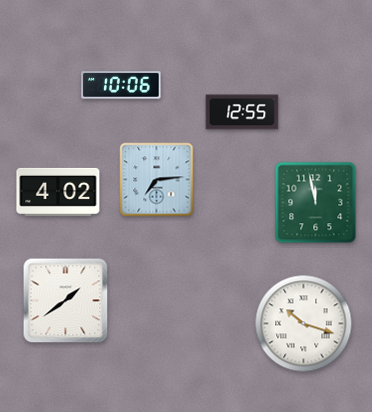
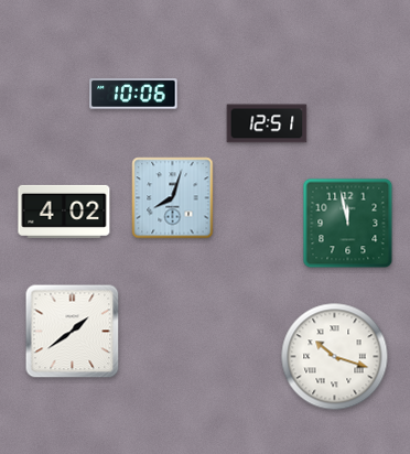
clock at (242, 112): 12:55 -> 12:51
clock at (157, 180): 7:14 -> 8:03
